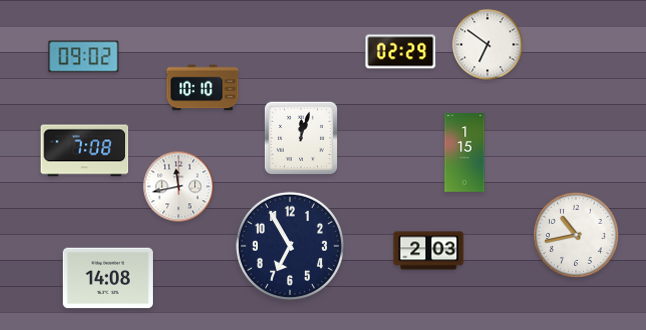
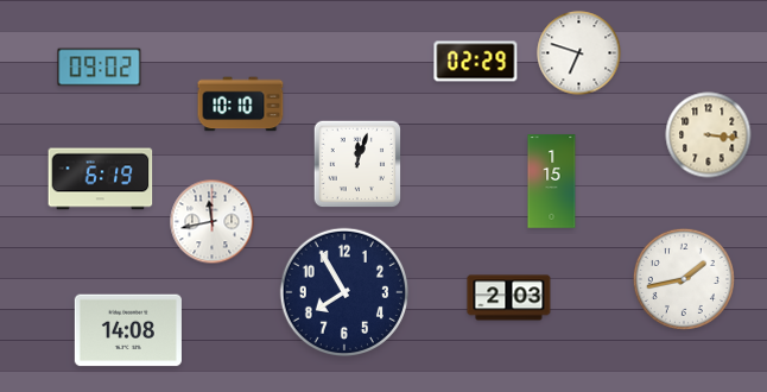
clock at (488, 45): 6:51 -> 6:48
clock at (709, 135): none -> 3:16
clock at (85, 151): 7:08 -> 6:19
clock at (576, 235): 10:43 -> 1:43
clock at (289, 245): 6:55 -> 7:55
